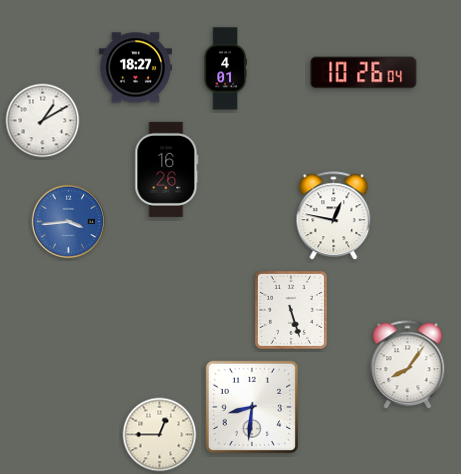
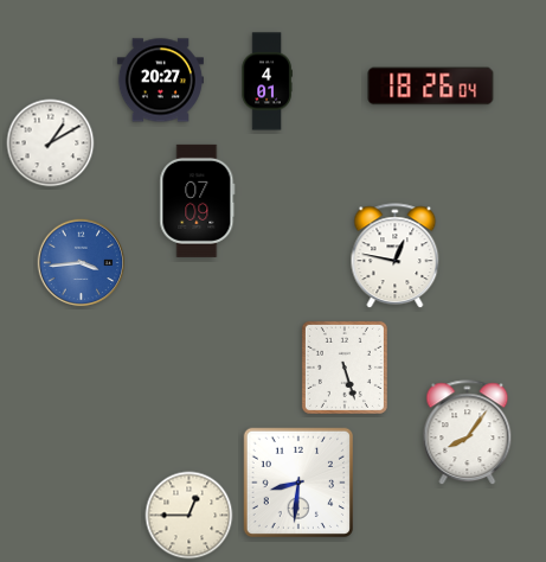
clock at (135, 68): 18:27 -> 20:27
clock at (364, 73): 10:26 -> 18:26
clock at (167, 169): 16:26 -> 07:09
clock at (408, 365) position: (408, 365) -> (468, 433)
